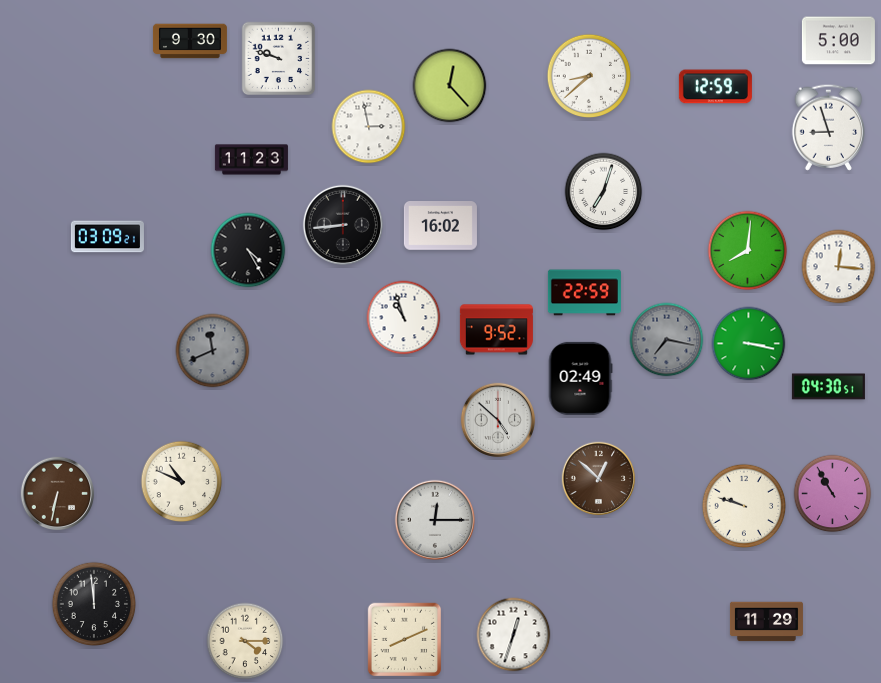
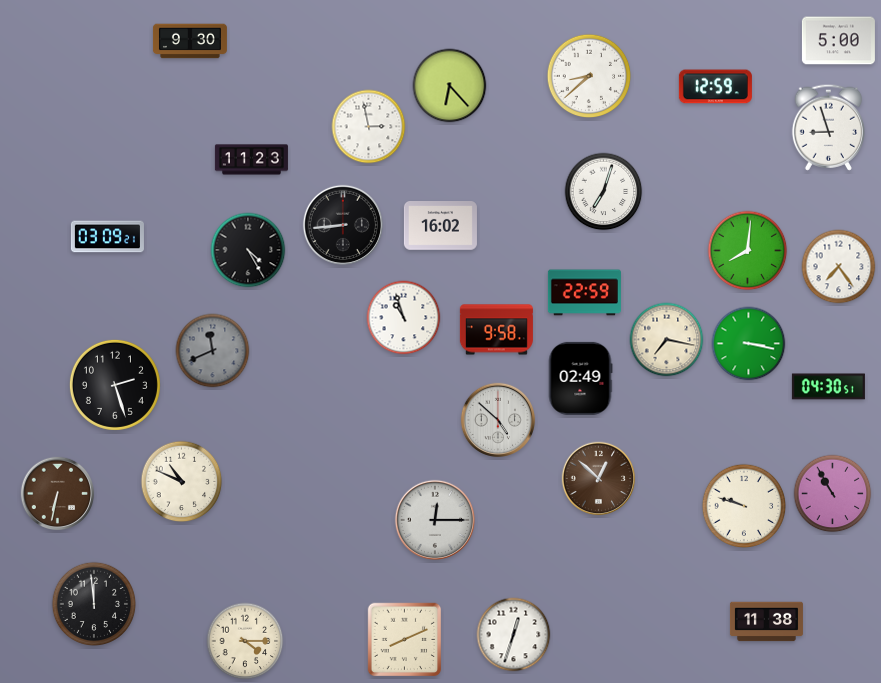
clock at (279, 59): 9:48 -> none
clock at (450, 86): 12:23 -> 6:23
clock at (839, 267): 12:16 -> 7:24
clock at (496, 330): 9:52 -> 9:58
clock at (667, 340) dial: grey -> cream
clock at (115, 385): none -> 2:27
clock at (766, 622): 11:29 -> 11:38
